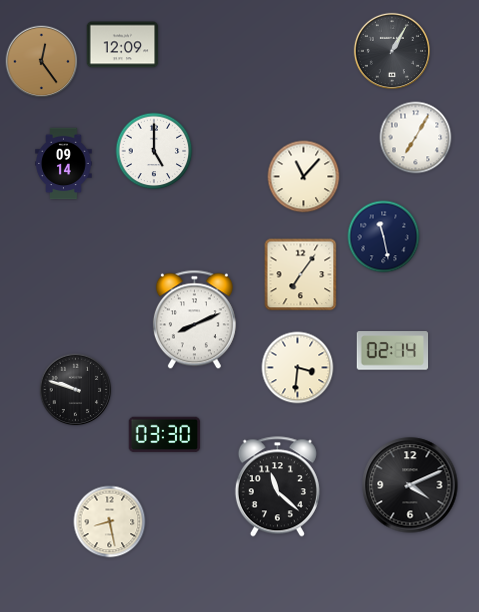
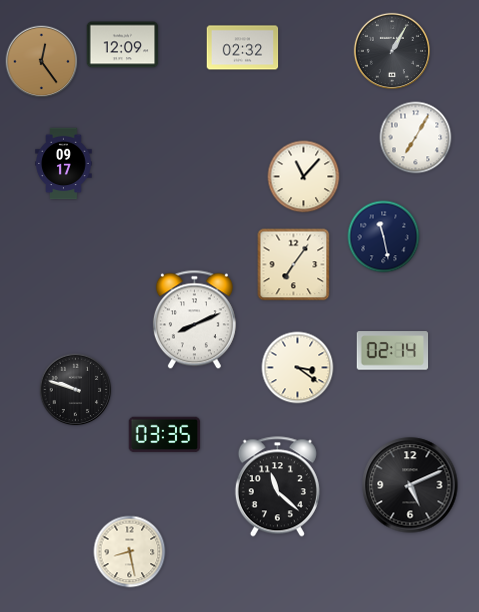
clock at (243, 48): none -> 02:32
clock at (154, 151): 5:00 -> none
clock at (64, 164): 09:14 -> 09:17
clock at (301, 275) position: (301, 275) -> (294, 265)
clock at (298, 368): 3:31 -> 3:21
clock at (165, 435): 03:30 -> 03:35
clock at (410, 485): 4:11 -> 5:11
clock at (110, 522) position: (110, 522) -> (130, 552)
